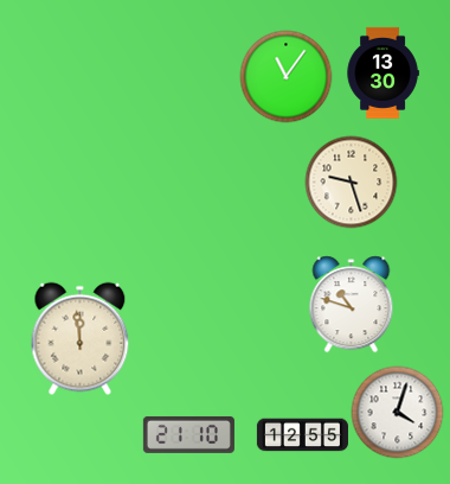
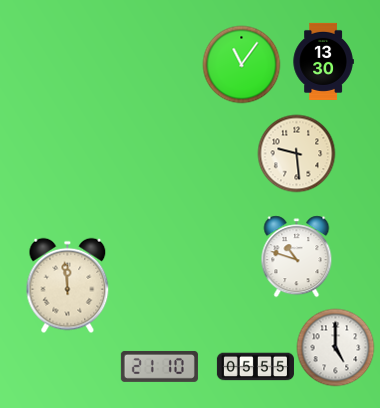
clock at (351, 181): 9:27 -> 9:29
clock at (397, 412): 4:03 -> 5:00
clock at (302, 435): 12:55 -> 05:55
